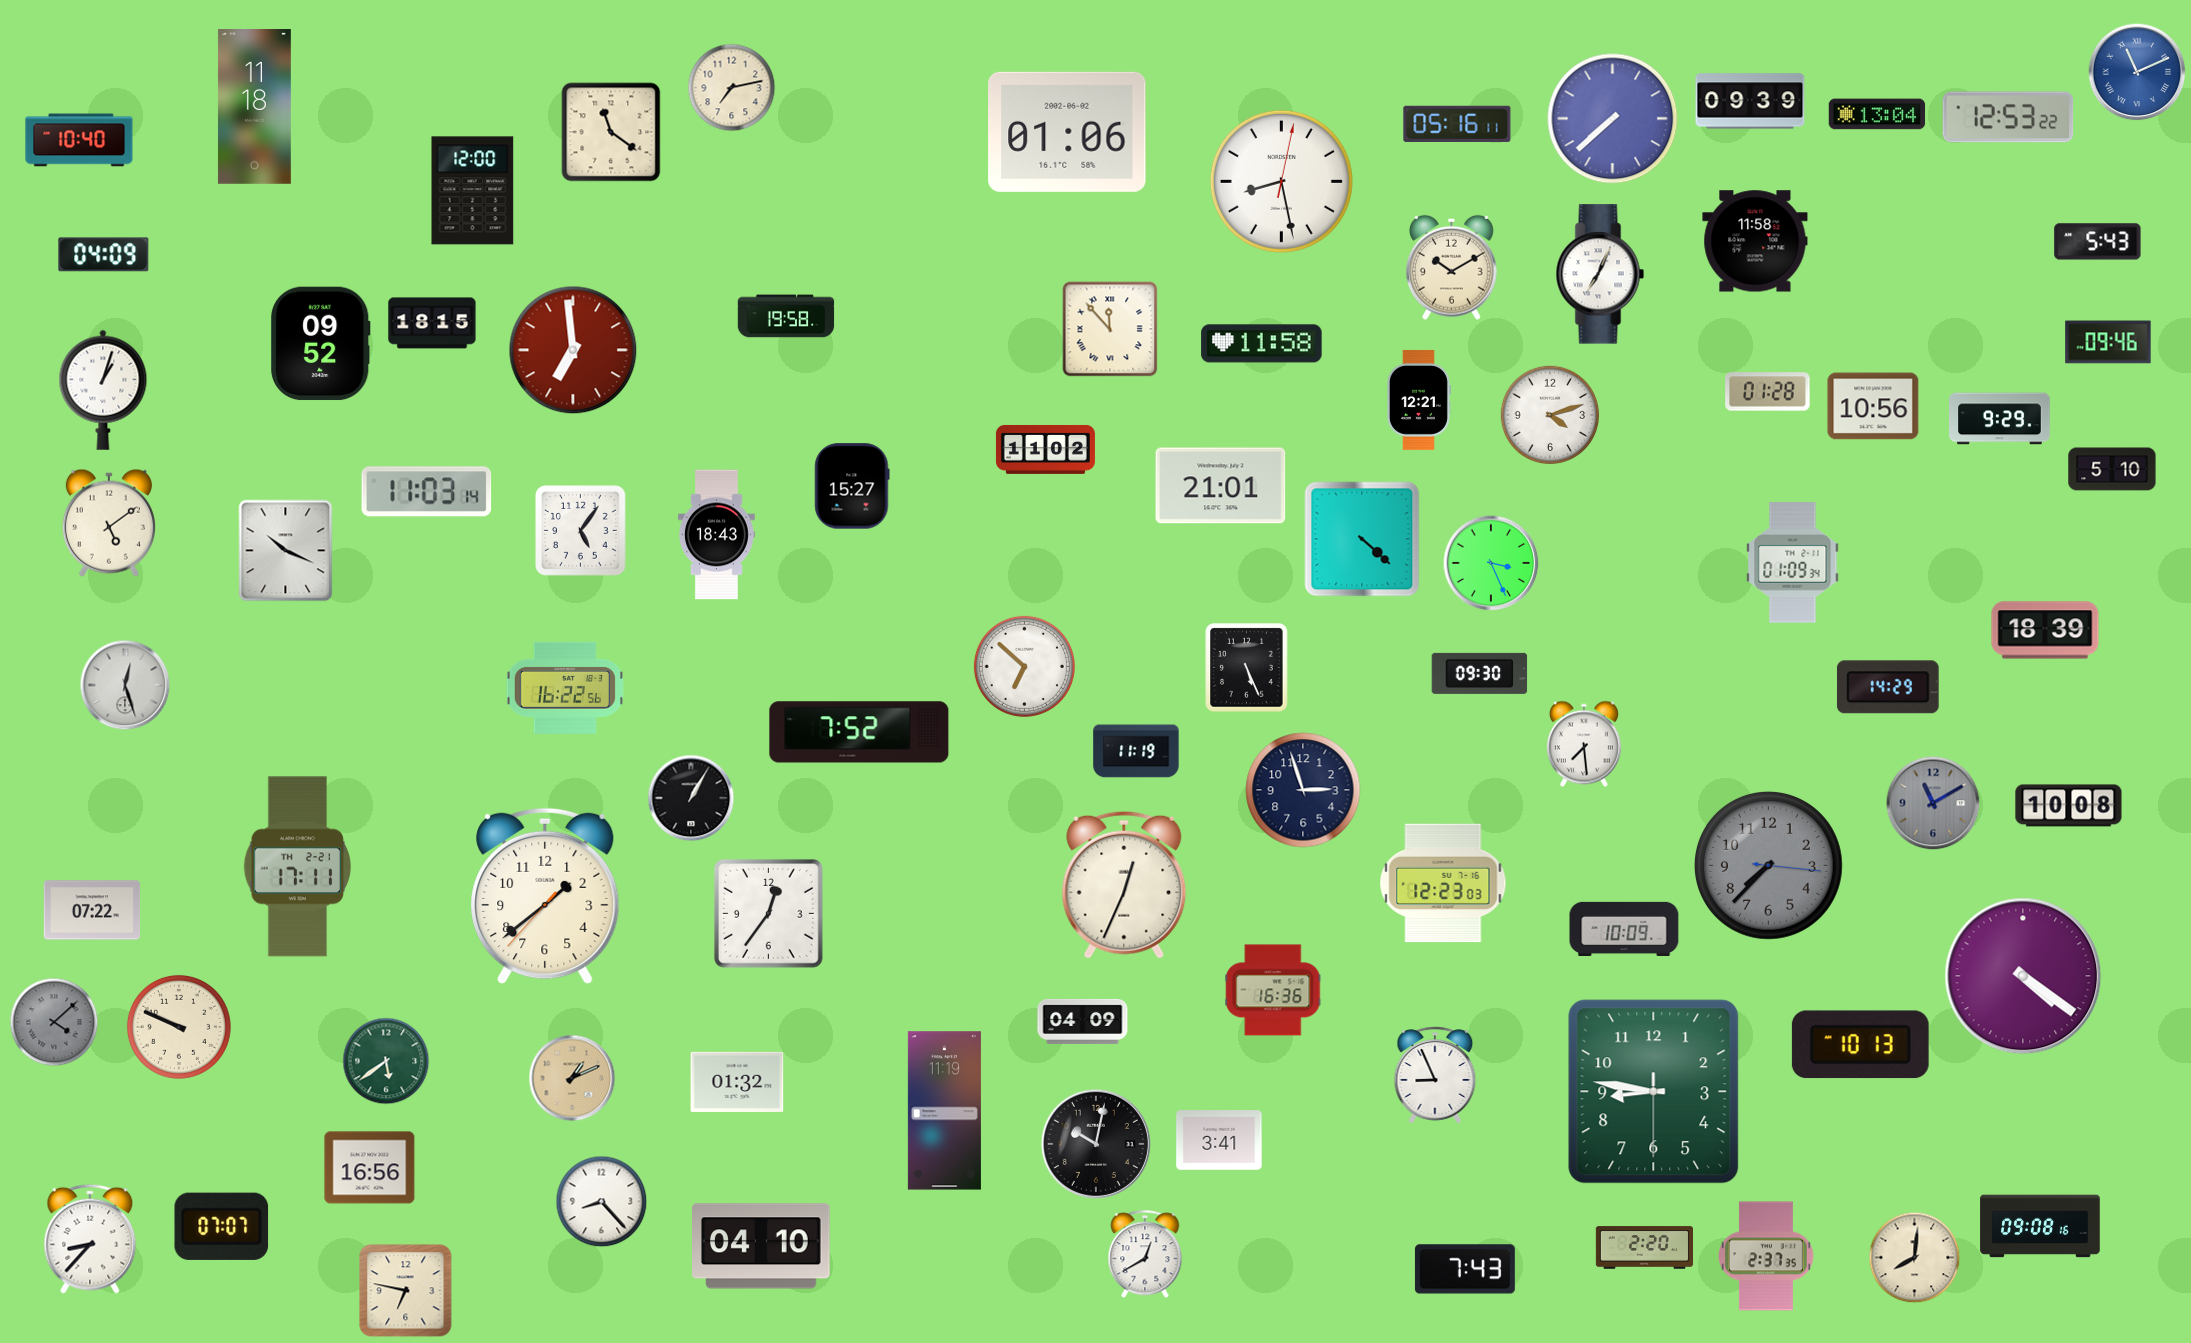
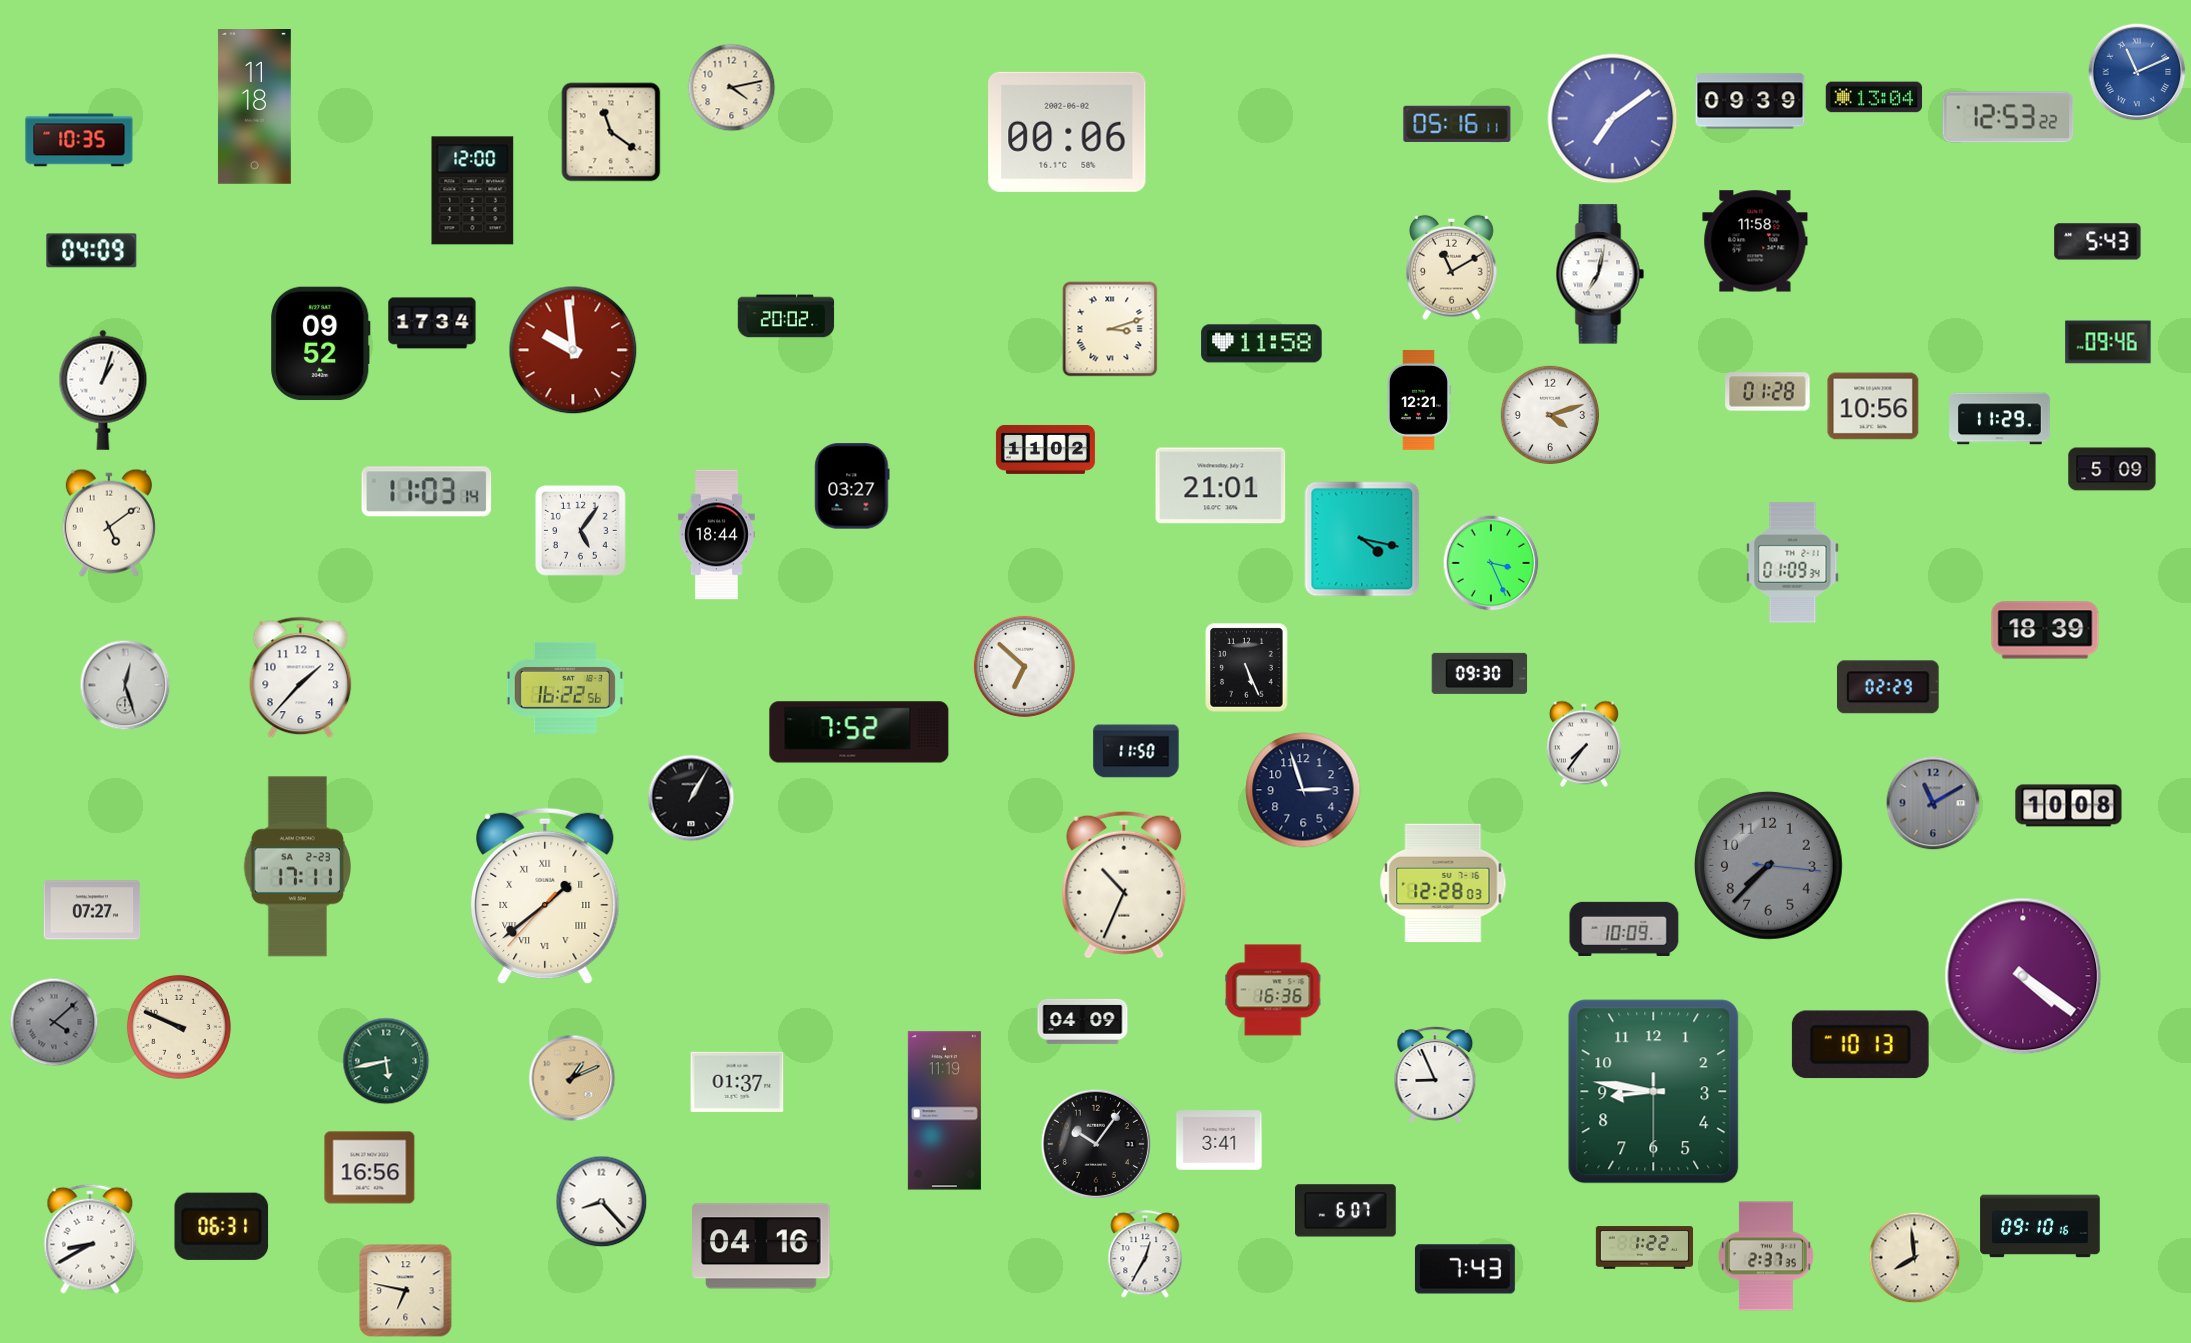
clock at (732, 88): 7:13 -> 4:13
clock at (1877, 114) position: (1877, 114) -> (1874, 97)
clock at (1613, 119): 7:38 -> 7:09
clock at (1067, 132): 01:06 -> 00:06
clock at (79, 140): 10:40 -> 10:35
clock at (1281, 181): 8:28 -> none
clock at (104, 255) position: (104, 255) -> (92, 251)
clock at (1451, 267): 10:10 -> 11:10
clock at (1600, 274): 7:04 -> 7:02
clock at (786, 316): 19:58 -> 20:02
clock at (432, 323): 18:15 -> 17:34
clock at (1110, 329): 11:53 -> 3:12
clock at (573, 350): 6:59 -> 9:59
clock at (2000, 419): 9:29 -> 11:29
clock at (2112, 469): 5:10 -> 5:09
clock at (852, 486): 15:27 -> 03:27
clock at (716, 535): 18:43 -> 18:44
clock at (1362, 539): 4:22 -> 4:17
clock at (286, 551): 10:19 -> none
clock at (301, 678): none -> 1:37
clock at (1888, 687): 14:29 -> 02:29
clock at (1584, 744): 7:29 -> 7:36
clock at (1136, 751): 11:19 -> 11:50
clock at (297, 867) date: TH 2-21 -> SA 2-23
clock at (1443, 883): 12:23 -> 12:28
clock at (1124, 885): 12:34 -> 10:34
clock at (545, 896) numerals: Arabic -> Roman
clock at (92, 910): 07:22 -> 07:27
clock at (768, 913): 12:36 -> none
clock at (386, 1061): 5:39 -> 5:43
clock at (737, 1082): 01:32 -> 01:37
clock at (1096, 1144): 10:02 -> 10:06
clock at (1346, 1211): none -> 6:07
clock at (222, 1226): 07:07 -> 06:31
clock at (2040, 1226): 09:08 -> 09:10
clock at (90, 1239): 8:37 -> 8:40
clock at (761, 1246): 04:10 -> 04:16
clock at (1644, 1248): 2:20 -> 1:22
clock at (1145, 1255): 12:40 -> 12:35
clock at (1915, 1258): 8:01 -> 7:59
